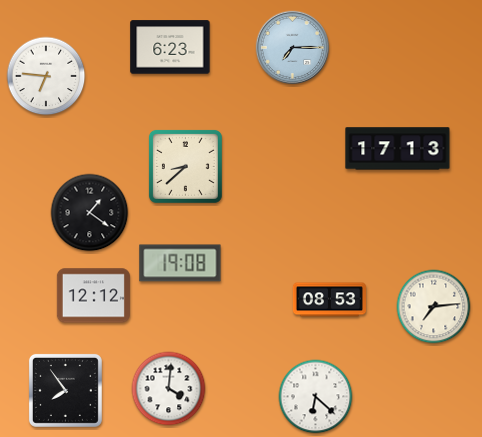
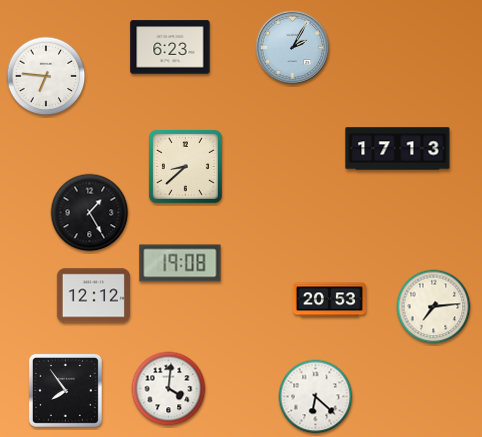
clock at (293, 48): 7:15 -> 2:05
clock at (90, 213): 1:21 -> 1:25
clock at (329, 300): 08:53 -> 20:53
